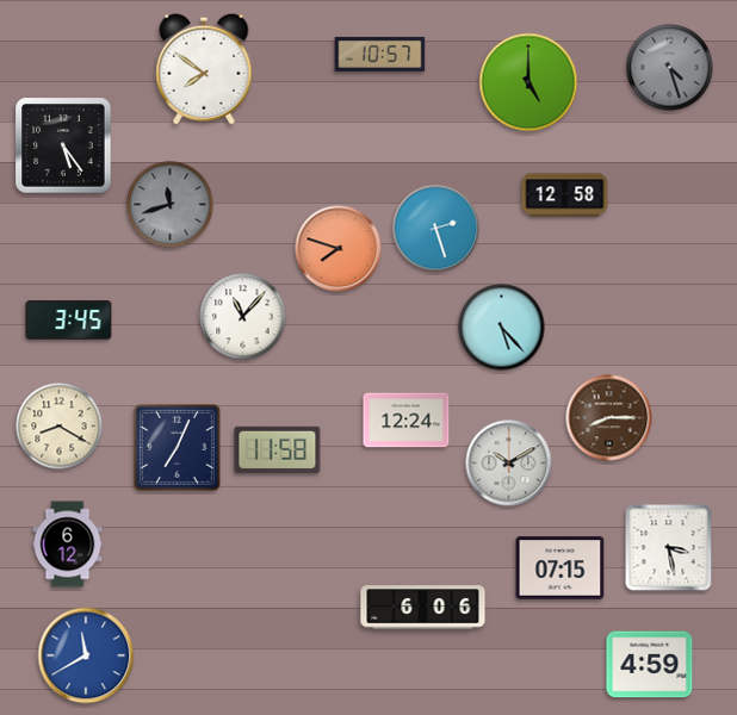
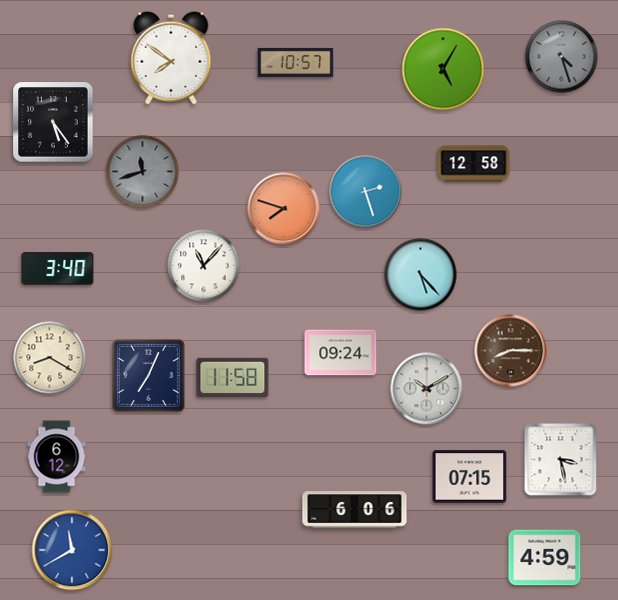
clock at (380, 54) position: (380, 54) -> (296, 62)
clock at (528, 82): 5:00 -> 5:05
clock at (69, 321): 3:45 -> 3:40
clock at (407, 421): 12:24 -> 09:24
